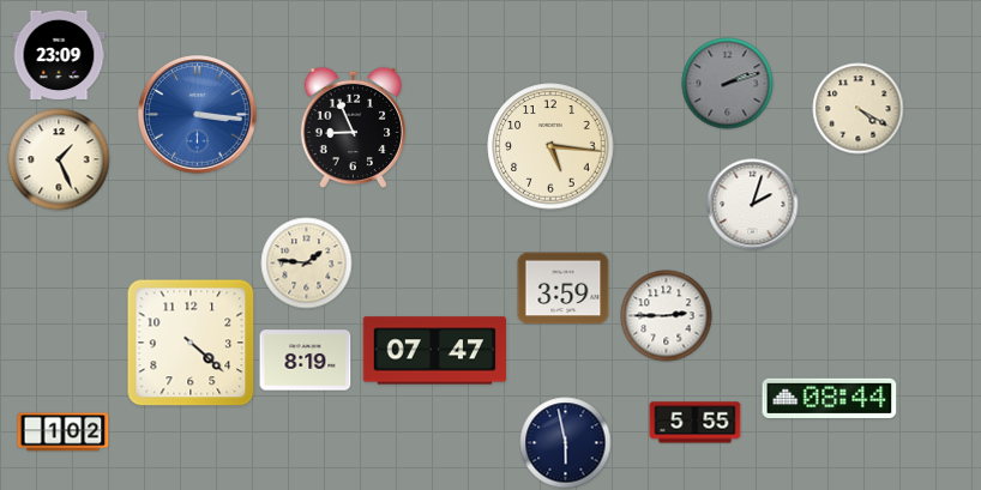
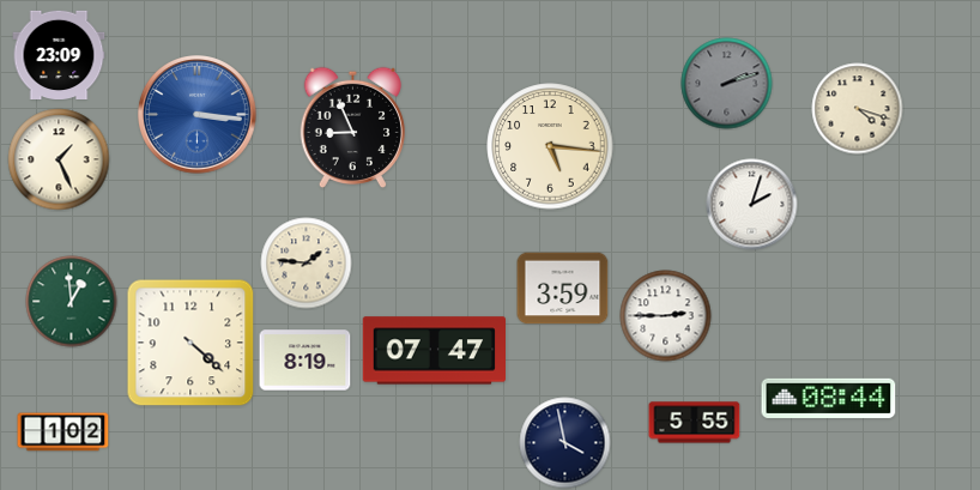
clock at (859, 109): 4:20 -> 4:18
clock at (72, 302): none -> 12:59
clock at (566, 443): 5:58 -> 3:58
